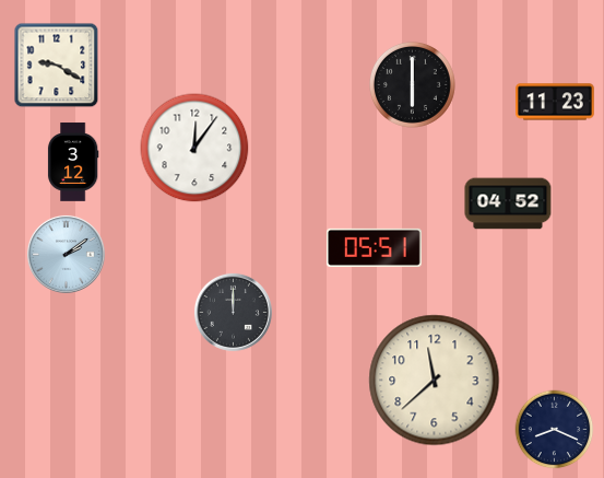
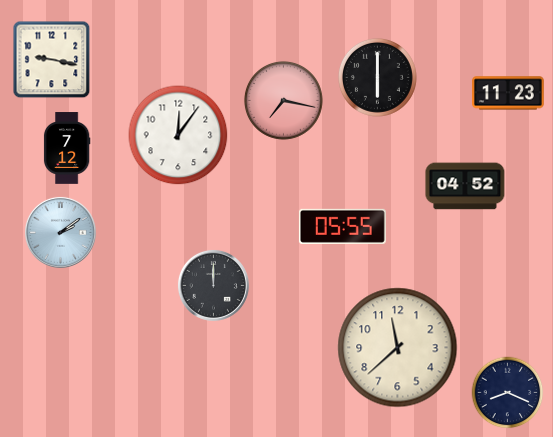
clock at (57, 66): 9:20 -> 9:17
clock at (283, 100): none -> 7:17
clock at (73, 162): 3:12 -> 7:12
clock at (374, 247): 05:51 -> 05:55
